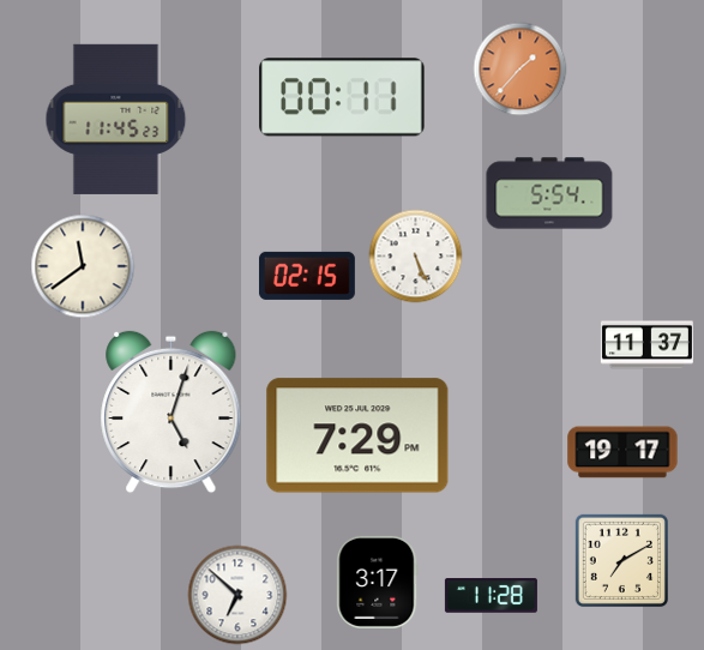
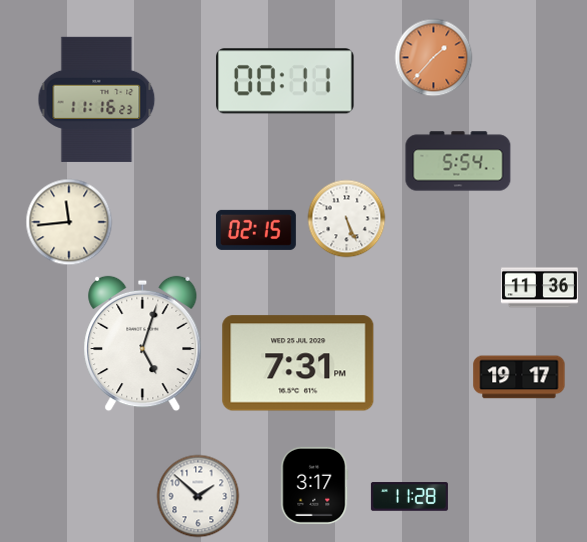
clock at (116, 119): 11:45 -> 11:16
clock at (415, 255) position: (415, 255) -> (346, 218)
clock at (83, 266): 11:39 -> 11:44
clock at (646, 345): 11:37 -> 11:36
clock at (357, 435): 7:29 -> 7:31
clock at (621, 560): 7:10 -> none
clock at (237, 595): 6:52 -> 1:52
